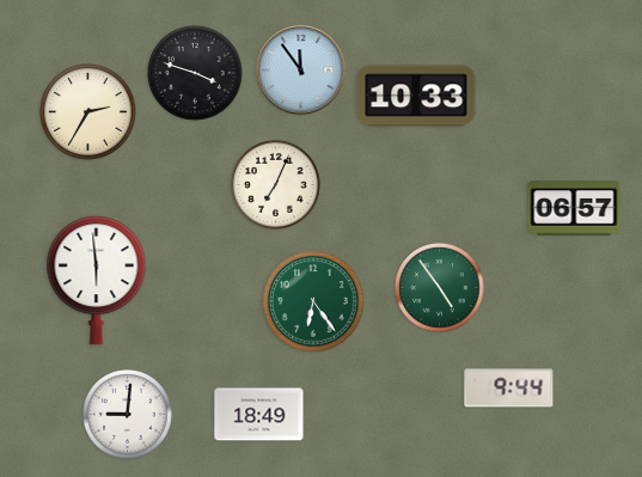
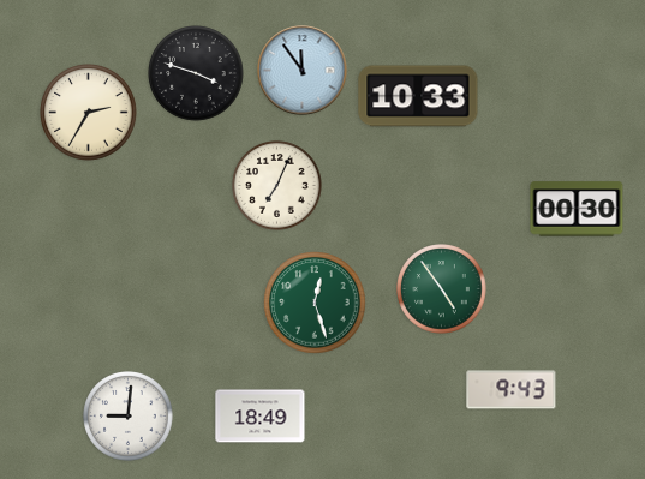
clock at (574, 208): 06:57 -> 00:30
clock at (97, 280): 5:59 -> none
clock at (313, 301): 6:24 -> 12:27
clock at (509, 389): 9:44 -> 9:43
